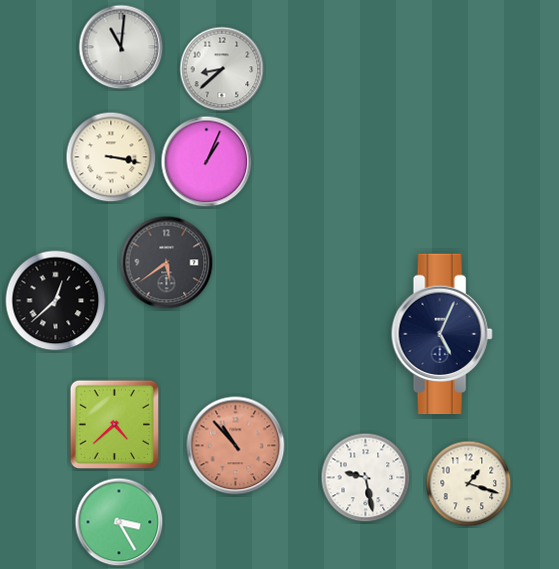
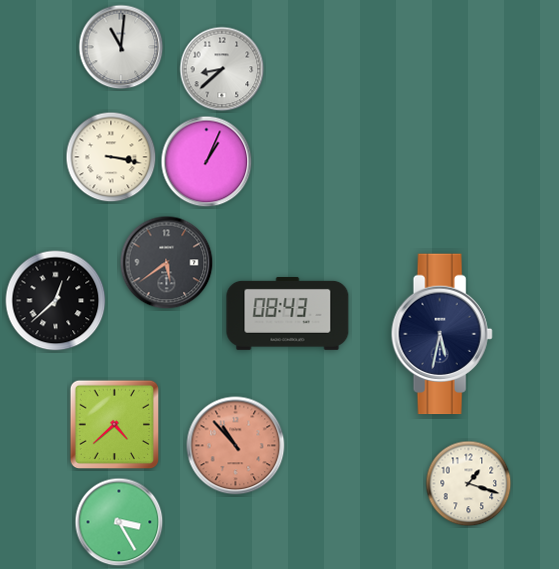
clock at (288, 313): none -> 08:43
clock at (442, 334): 5:04 -> 5:32
clock at (366, 478): 9:28 -> none
